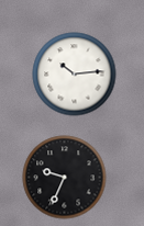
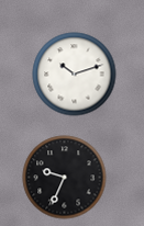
clock at (75, 75): 10:14 -> 10:12
